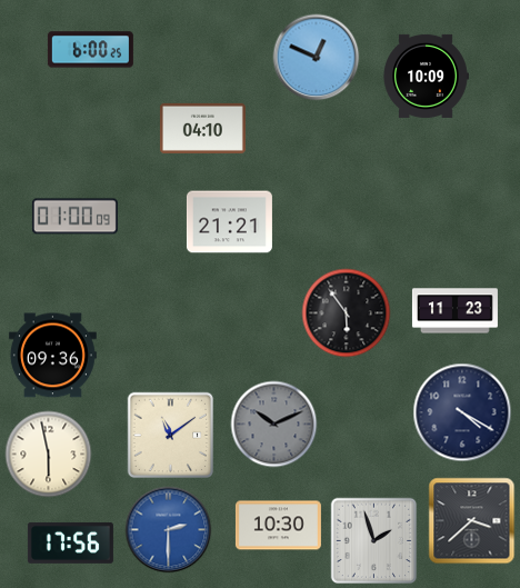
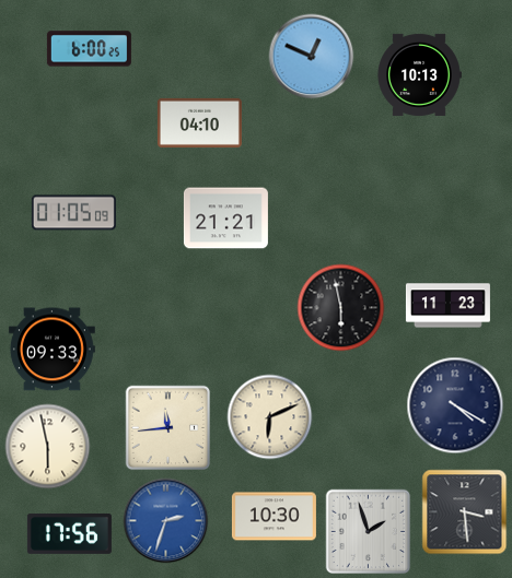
clock at (426, 76): 10:09 -> 10:13
clock at (202, 128) position: (202, 128) -> (199, 122)
clock at (74, 217): 01:00 -> 01:05
clock at (346, 312): 5:54 -> 5:58
clock at (52, 356): 09:36 -> 09:33
clock at (273, 423): 10:11 -> 6:11
clock at (273, 423) dial: grey -> cream
clock at (170, 435): 11:09 -> 11:44
clock at (471, 520): 3:38 -> 3:29
clock at (168, 529): 2:30 -> 2:33
